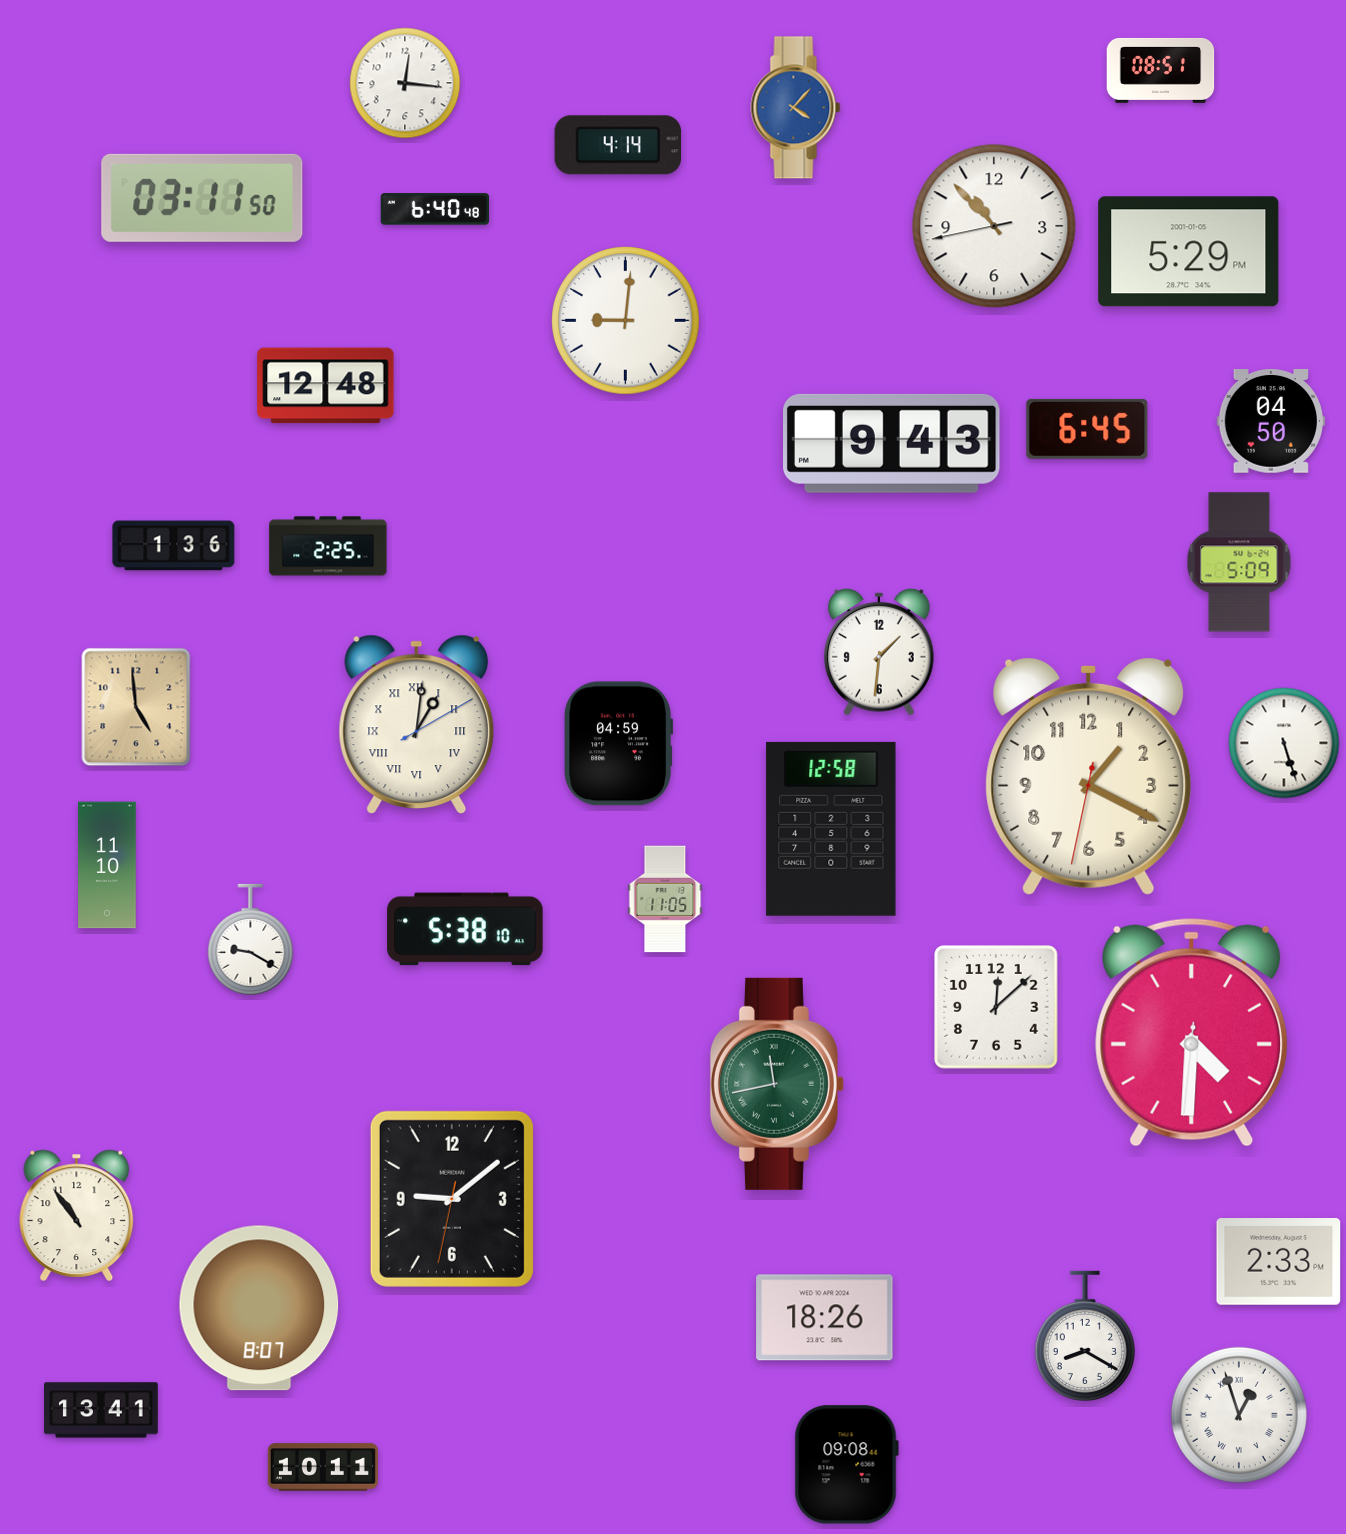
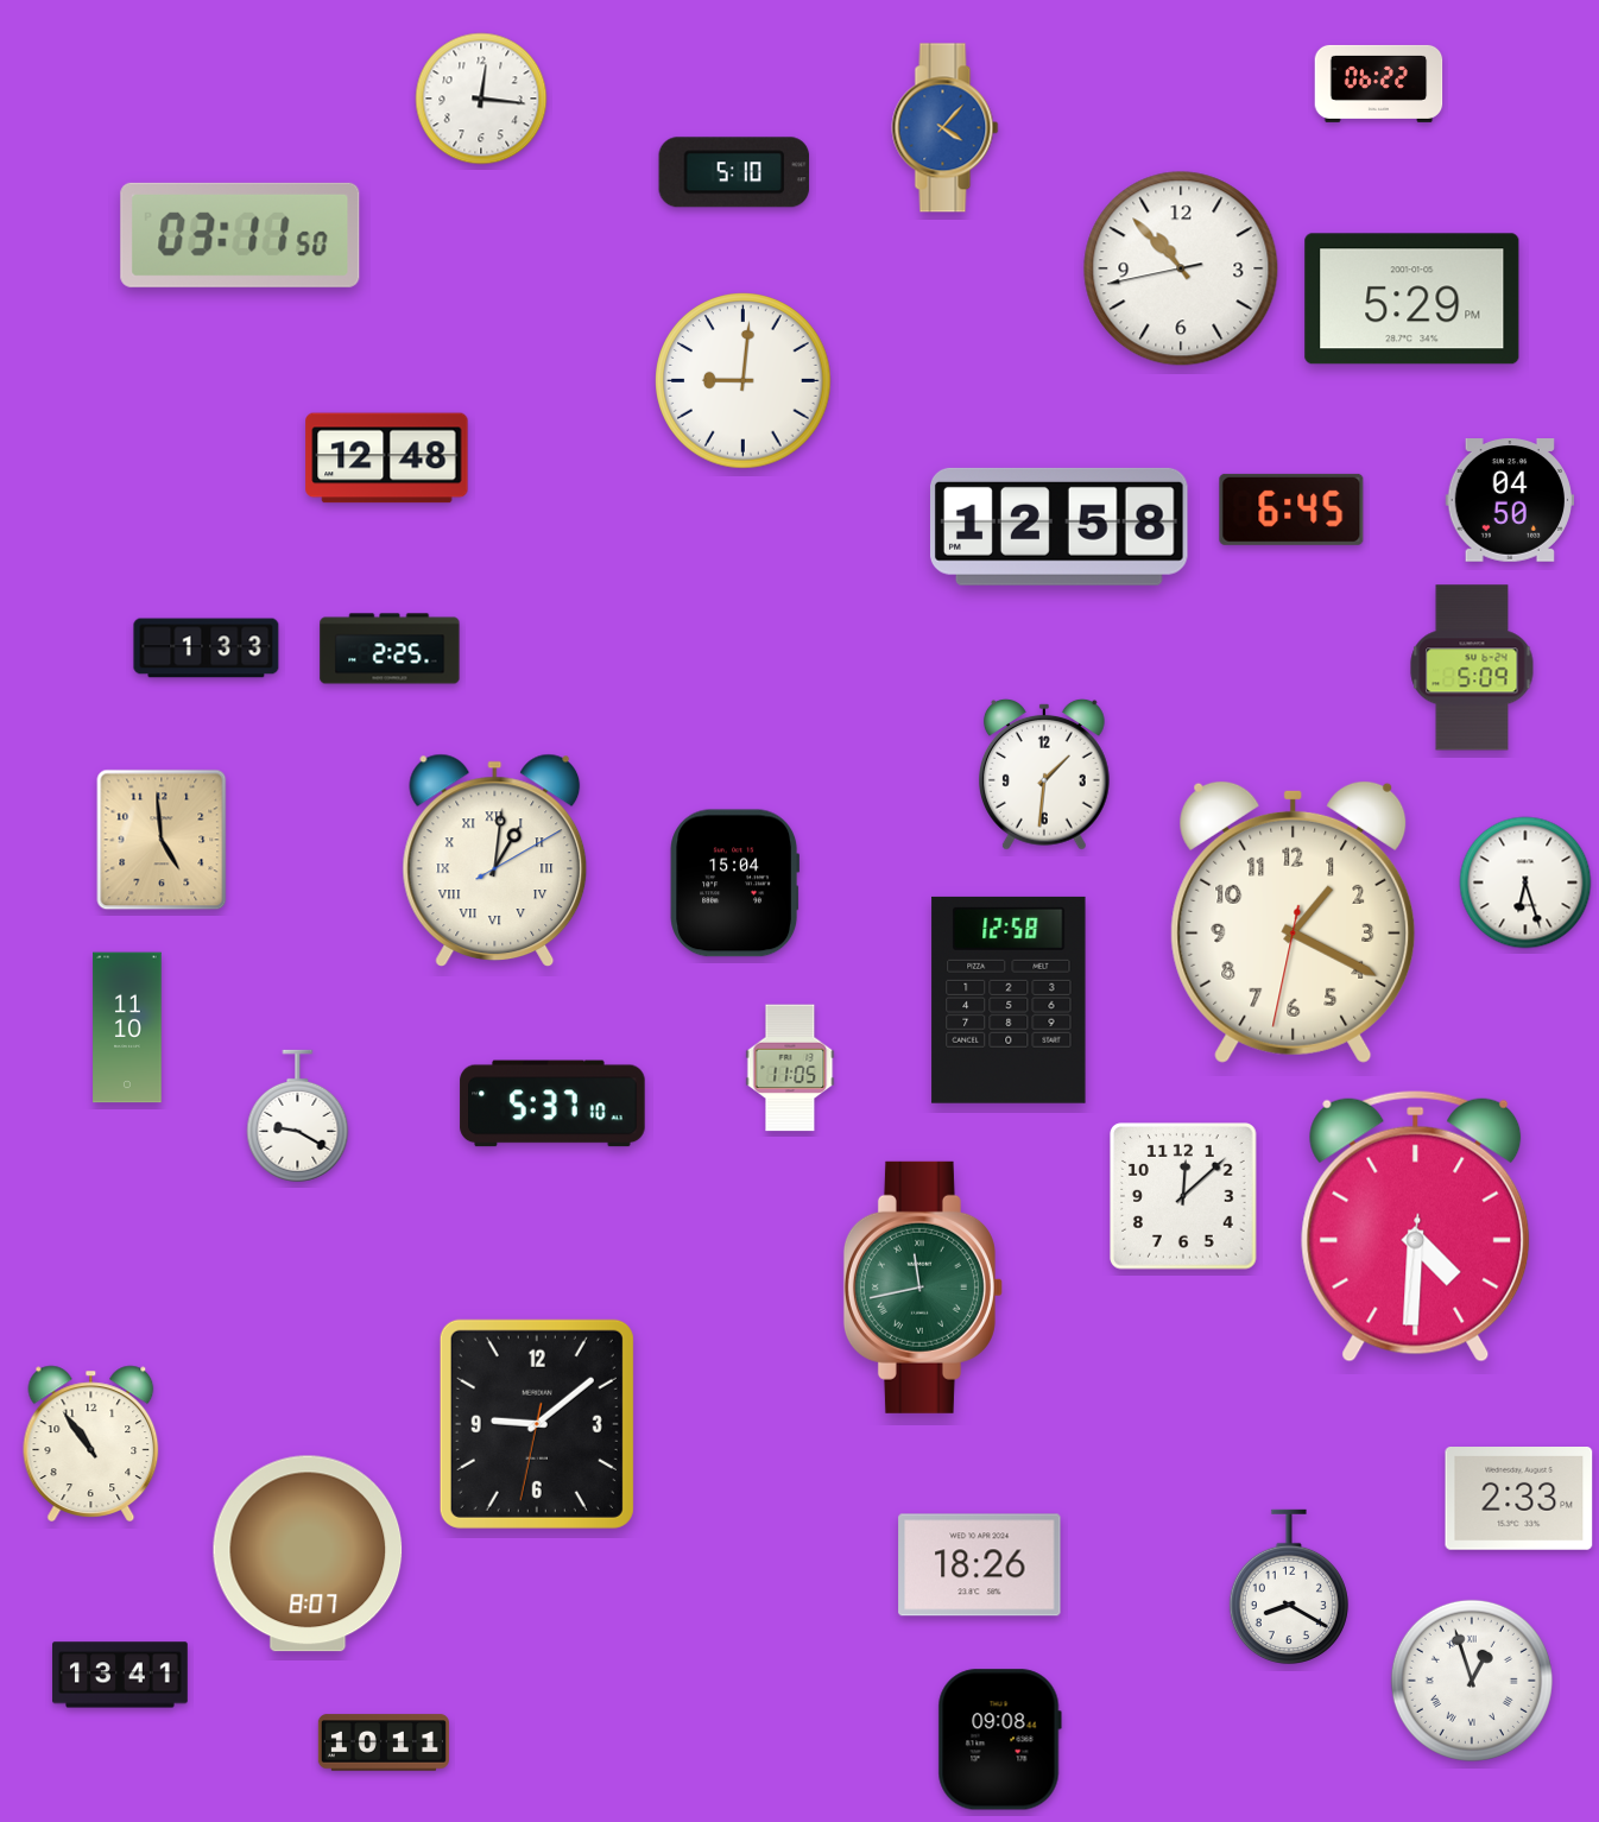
clock at (1161, 70): 08:51 -> 06:22
clock at (618, 145): 4:14 -> 5:10
clock at (434, 209): 6:40 -> none
clock at (892, 443): 9:43 -> 12:58
clock at (174, 546): 1:36 -> 1:33
clock at (1284, 743): 5:27 -> 6:27
clock at (619, 744): 04:59 -> 15:04
clock at (831, 829) position: (831, 829) -> (1009, 1000)
clock at (465, 929): 5:38 -> 5:37
clock at (846, 1465) position: (846, 1465) -> (999, 1740)
